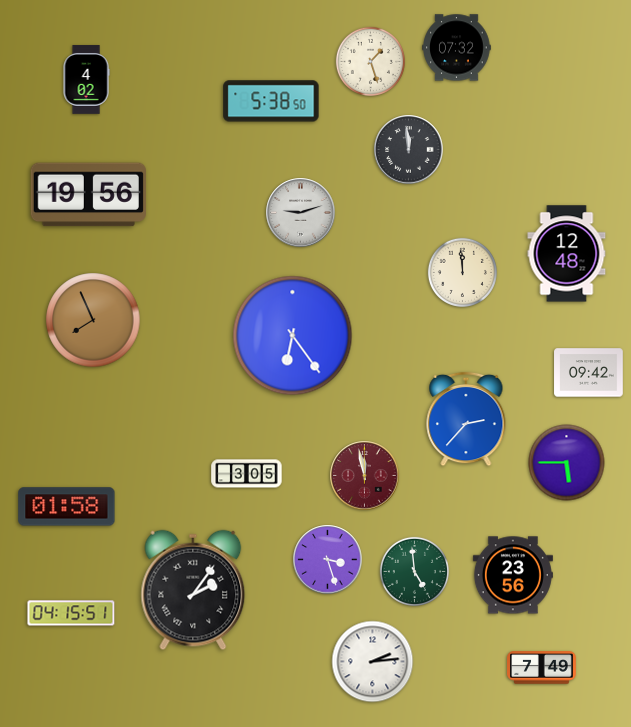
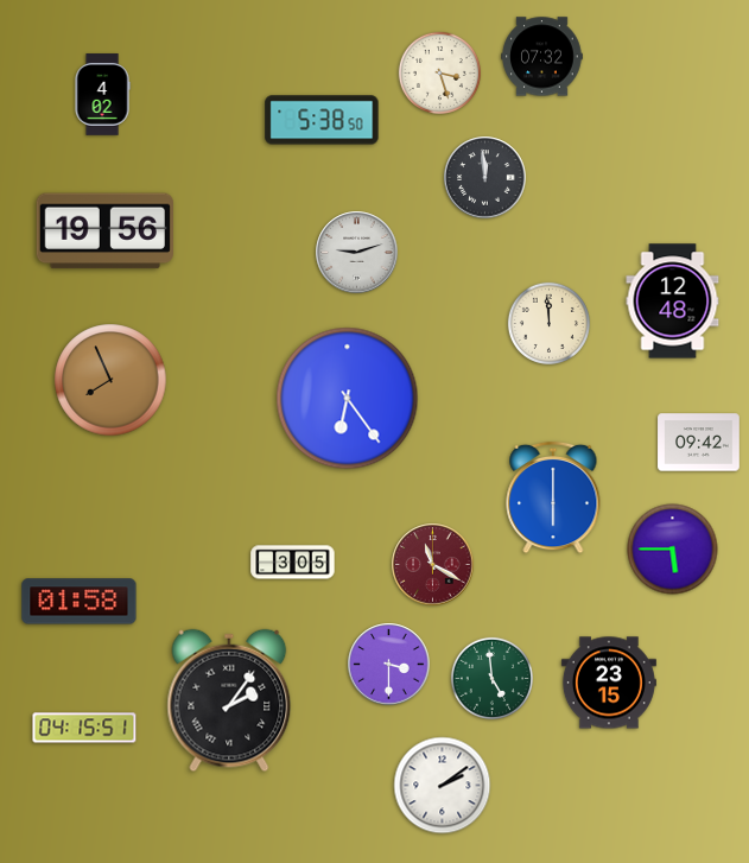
clock at (370, 61): 1:27 -> 3:27
clock at (466, 419): 2:37 -> 6:00
clock at (365, 476): 11:58 -> 11:20
clock at (328, 560): 3:27 -> 3:30
clock at (513, 575): 23:56 -> 23:15
clock at (373, 662): 2:14 -> 2:09
clock at (542, 668): 7:49 -> none
